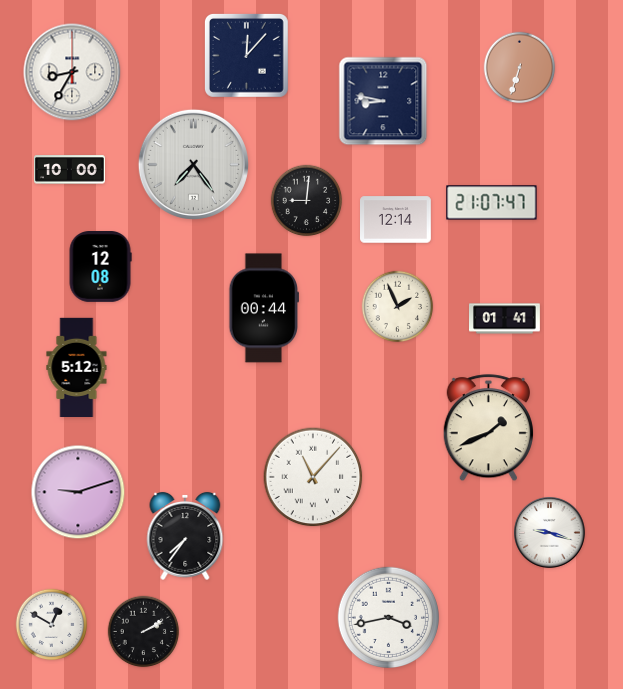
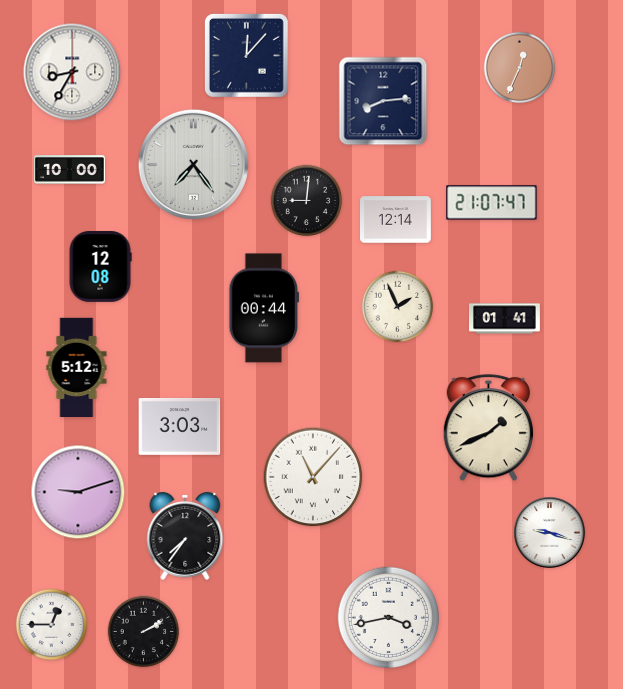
clock at (520, 68): 6:33 -> 12:34
clock at (383, 101): 8:47 -> 8:14
clock at (180, 427): none -> 3:03
clock at (52, 625): 12:50 -> 12:45
